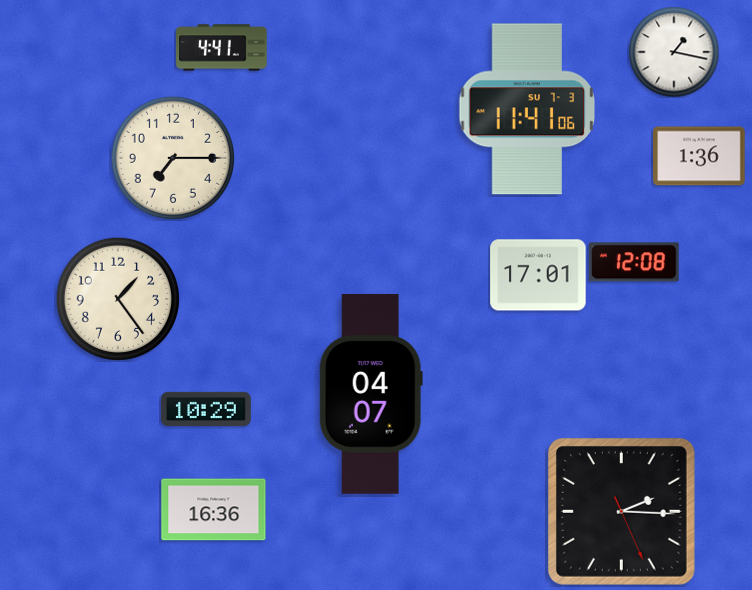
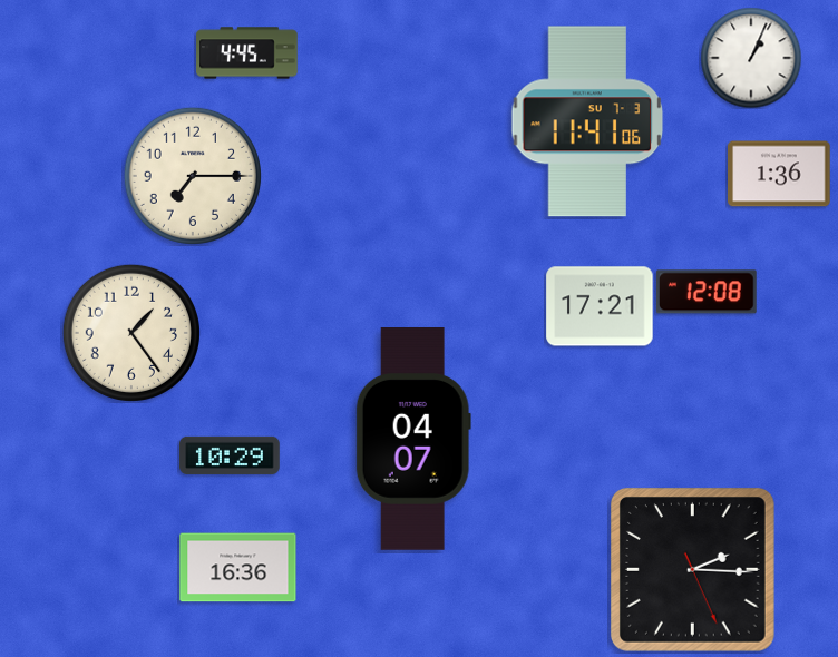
clock at (222, 48): 4:41 -> 4:45
clock at (674, 52): 1:17 -> 1:04
clock at (538, 275): 17:01 -> 17:21
